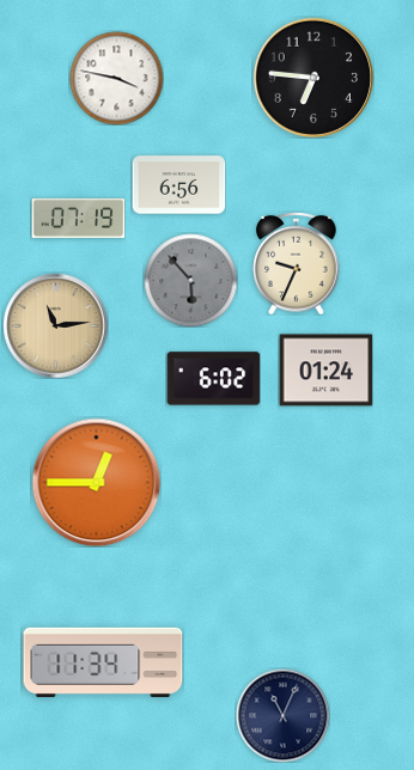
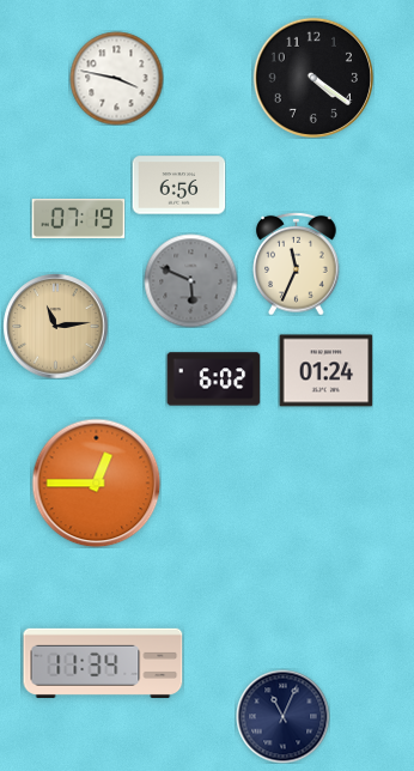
clock at (312, 77): 6:46 -> 4:21
clock at (297, 263): 9:34 -> 11:34
clock at (190, 280): 5:53 -> 5:49
